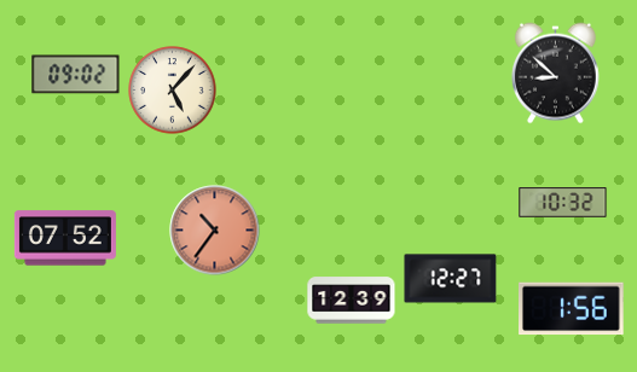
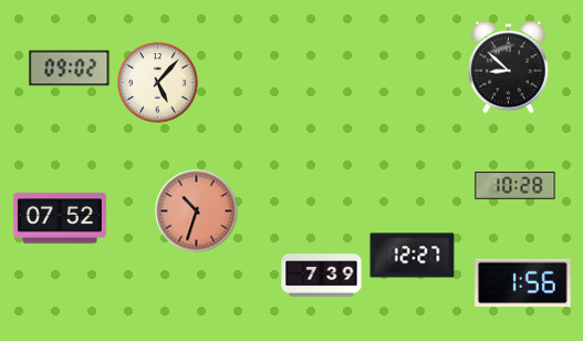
clock at (563, 203): 10:32 -> 10:28
clock at (215, 231): 10:36 -> 10:33
clock at (352, 301): 12:39 -> 7:39
